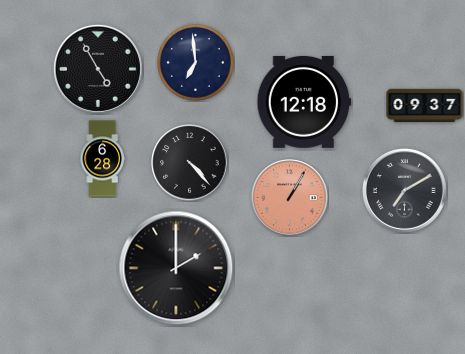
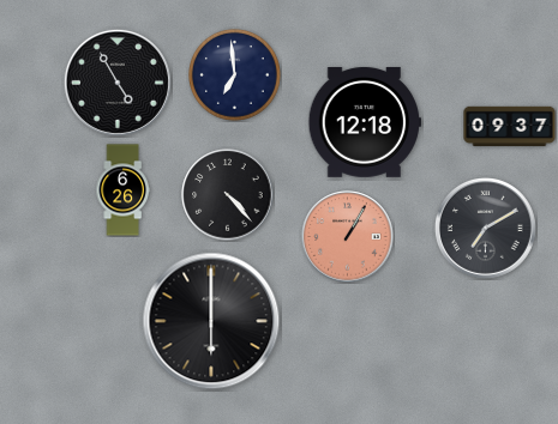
clock at (102, 159): 6:28 -> 6:26
clock at (176, 268): 2:00 -> 6:00
